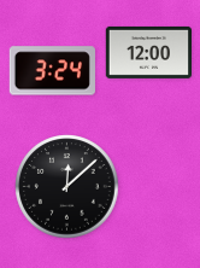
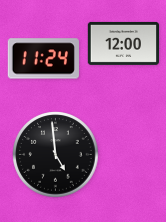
clock at (52, 71): 3:24 -> 11:24
clock at (67, 187): 12:08 -> 4:59
